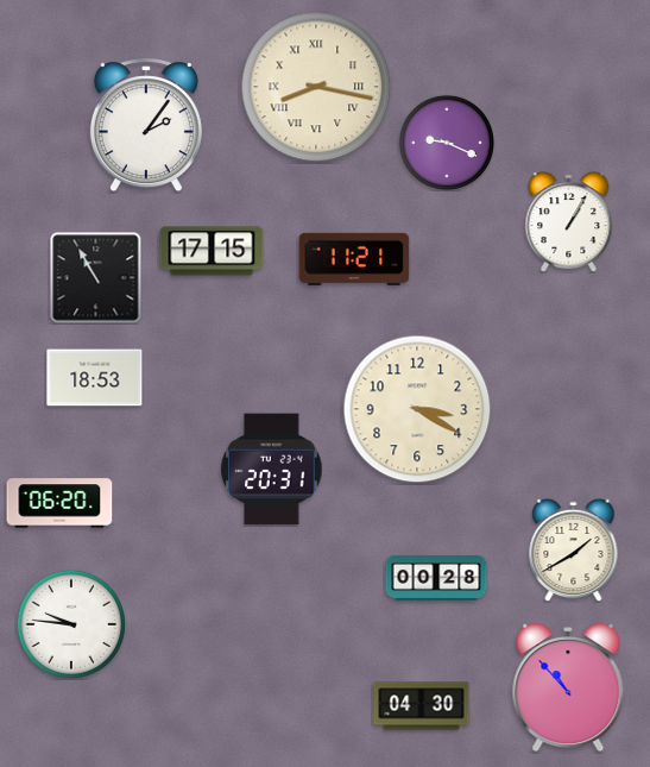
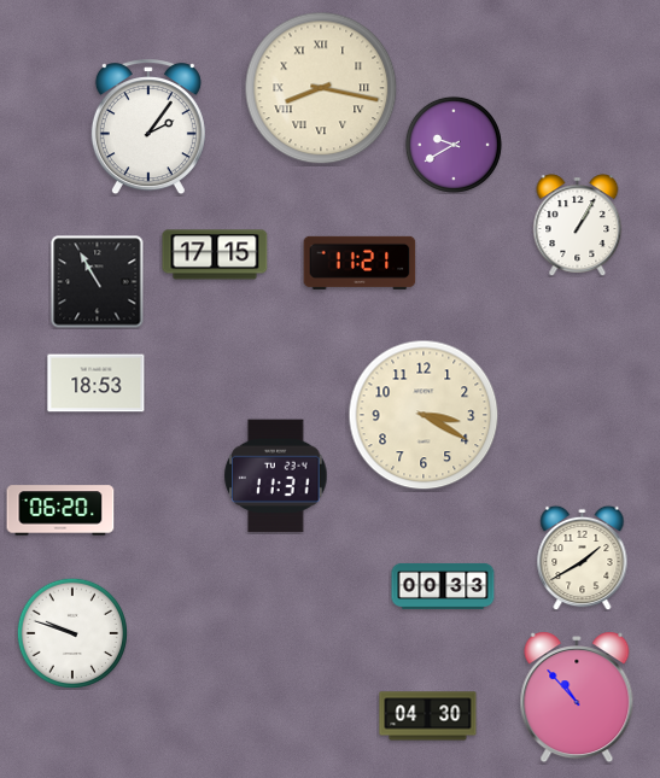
clock at (447, 143): 9:19 -> 9:40
clock at (272, 470): 20:31 -> 11:31
clock at (436, 578): 00:28 -> 00:33
clock at (71, 624): 9:46 -> 9:48
